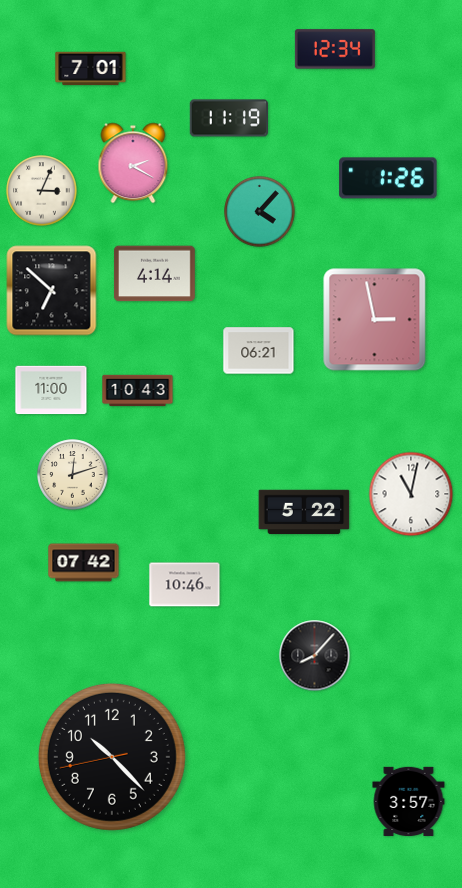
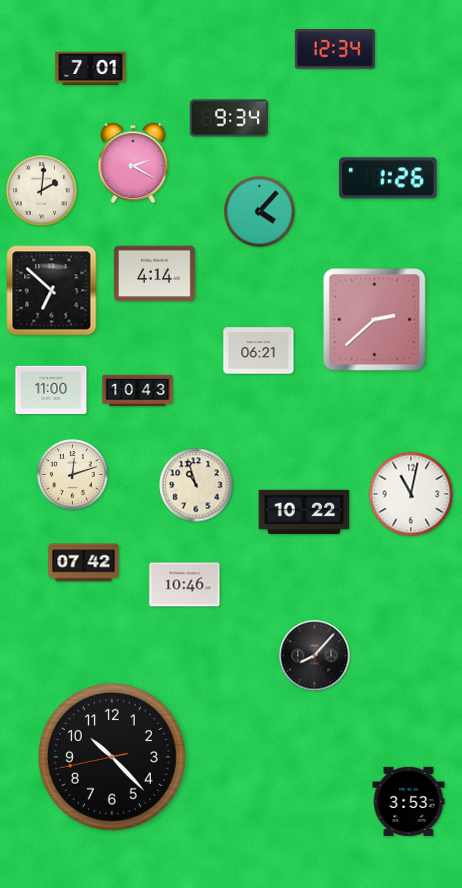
clock at (228, 118): 11:19 -> 9:34
clock at (42, 191): 3:04 -> 2:01
clock at (375, 320): 2:58 -> 2:38
clock at (196, 485): none -> 10:57
clock at (304, 512): 5:22 -> 10:22
clock at (409, 801): 3:57 -> 3:53
